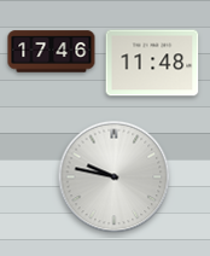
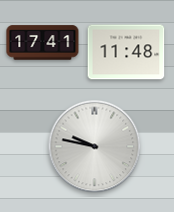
clock at (52, 52): 17:46 -> 17:41
